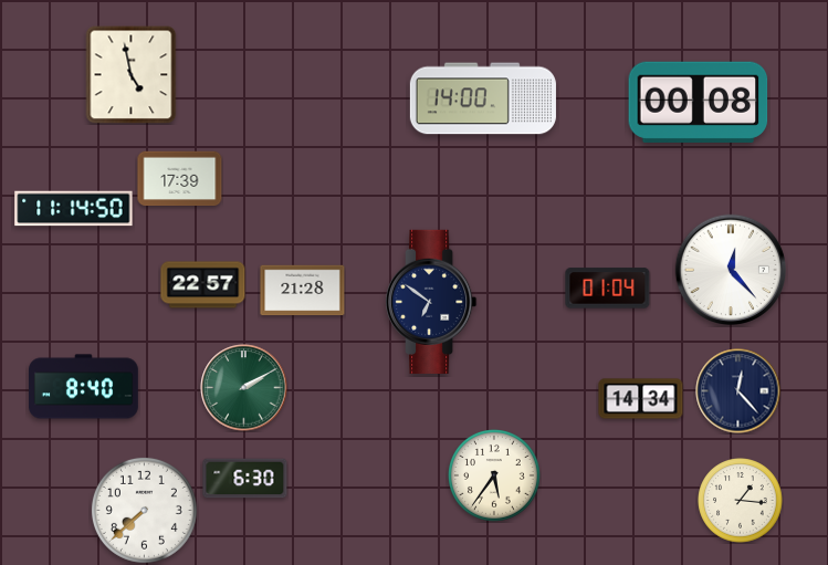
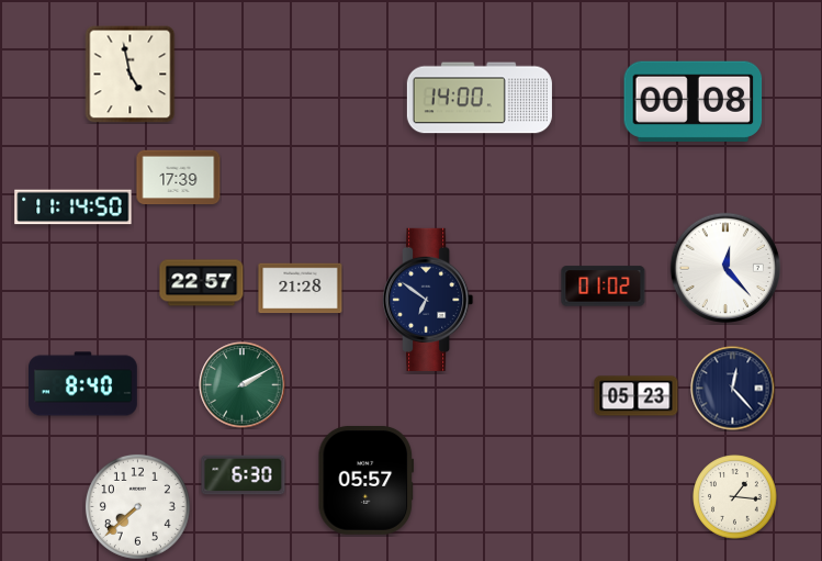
clock at (608, 289): 01:04 -> 01:02
clock at (641, 399): 14:34 -> 05:23
clock at (495, 477): 5:36 -> none
clock at (365, 480): none -> 05:57
clock at (144, 510) position: (144, 510) -> (137, 506)
